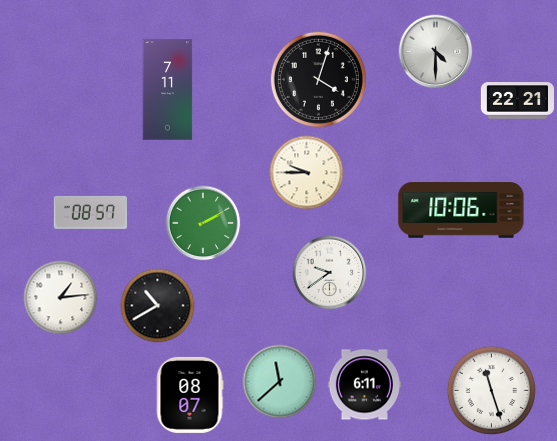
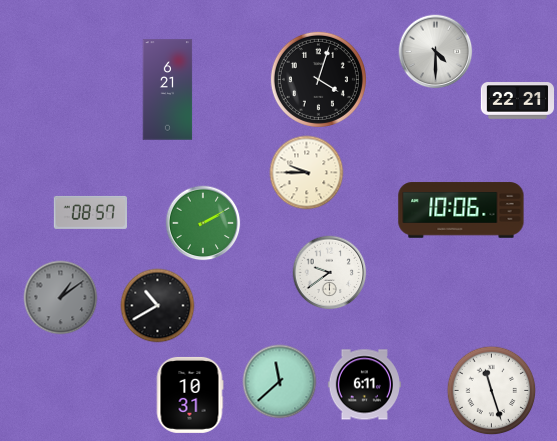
clock at (168, 90): 7:11 -> 6:21
clock at (61, 298): 1:14 -> 1:09
clock at (61, 298) dial: white -> grey
clock at (190, 395): 08:07 -> 10:31
